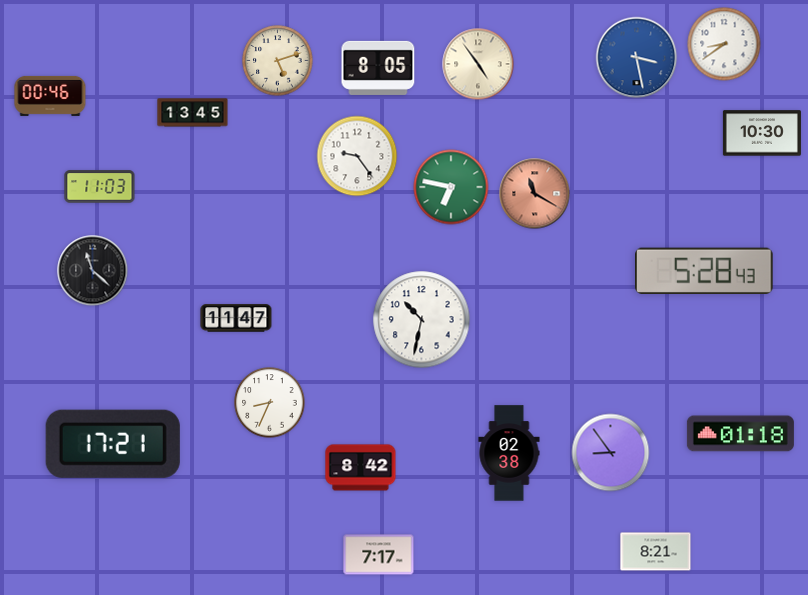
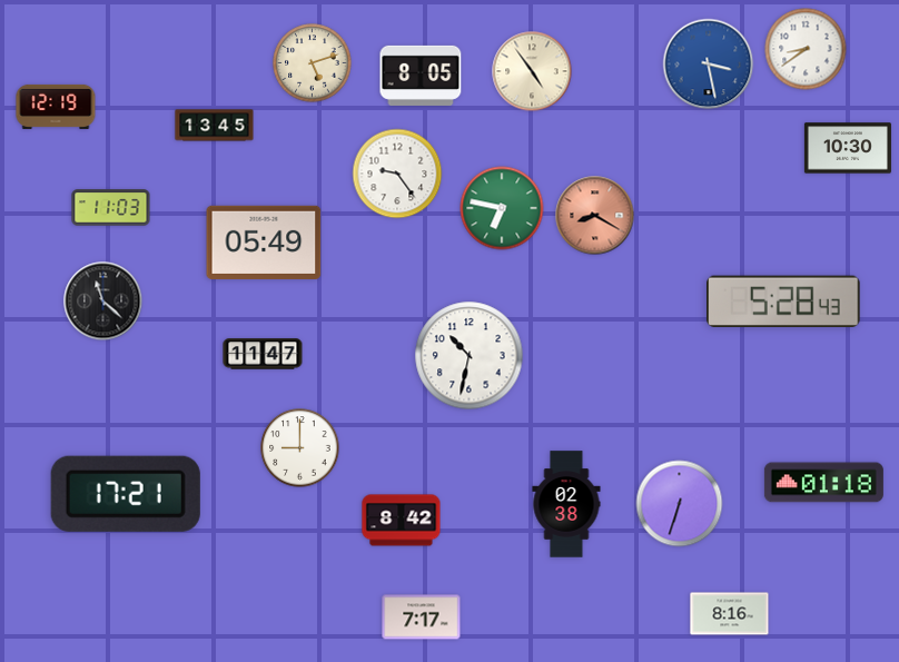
clock at (278, 61) position: (278, 61) -> (313, 63)
clock at (50, 96): 00:46 -> 12:19
clock at (535, 194): 11:20 -> 8:20
clock at (264, 243): none -> 05:49
clock at (270, 403): 8:34 -> 9:00
clock at (611, 453): 8:54 -> 6:33
clock at (656, 552): 8:21 -> 8:16
